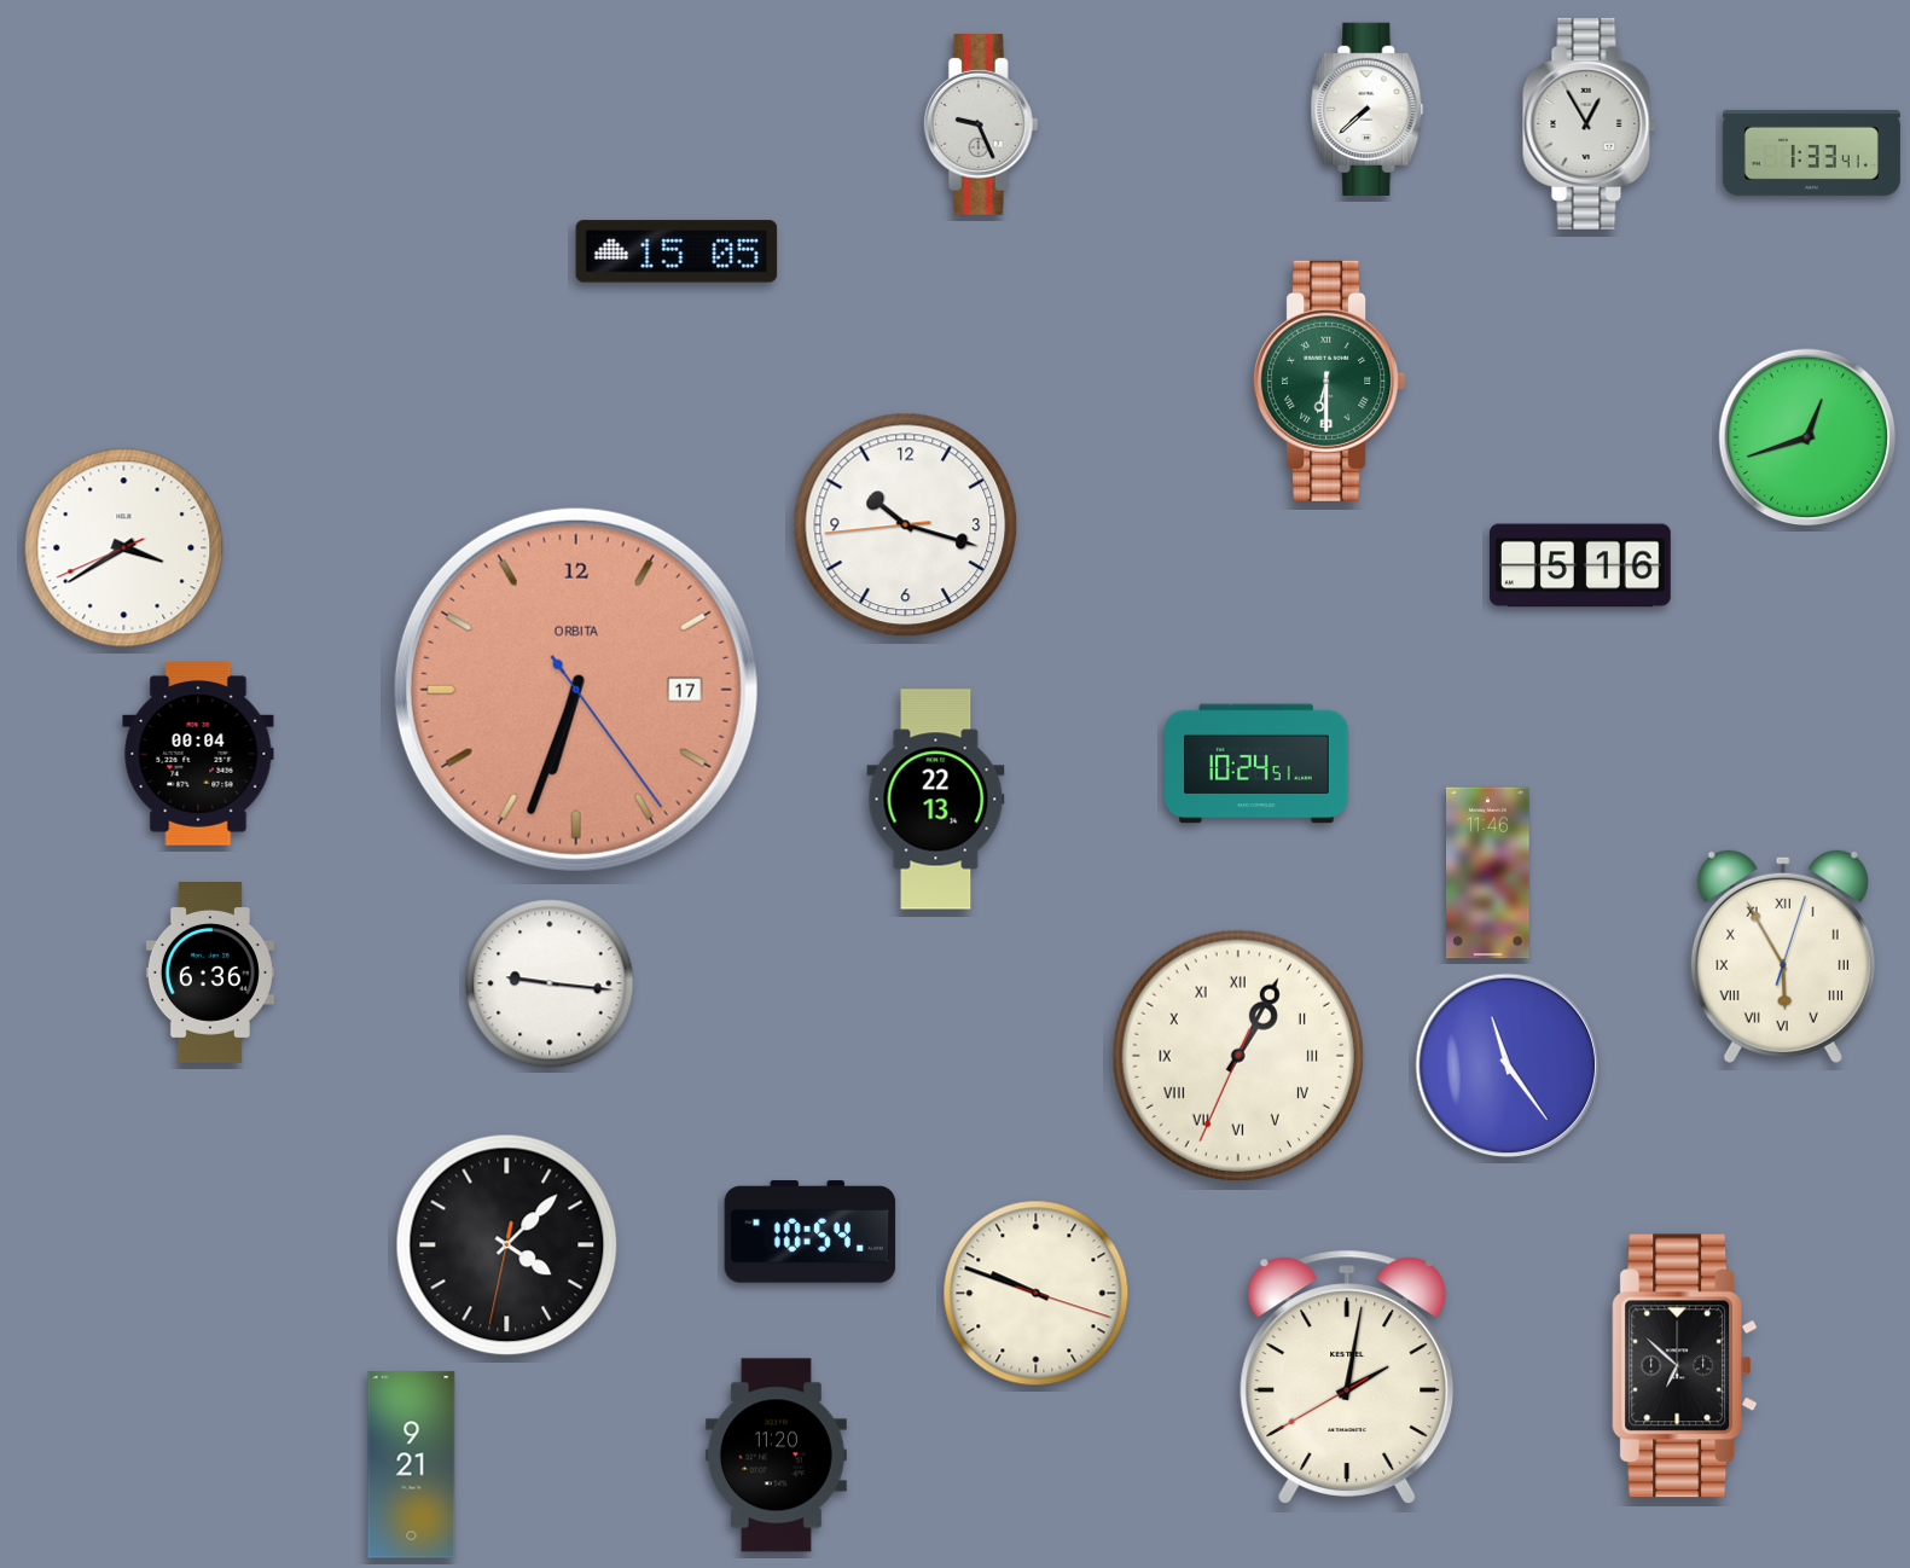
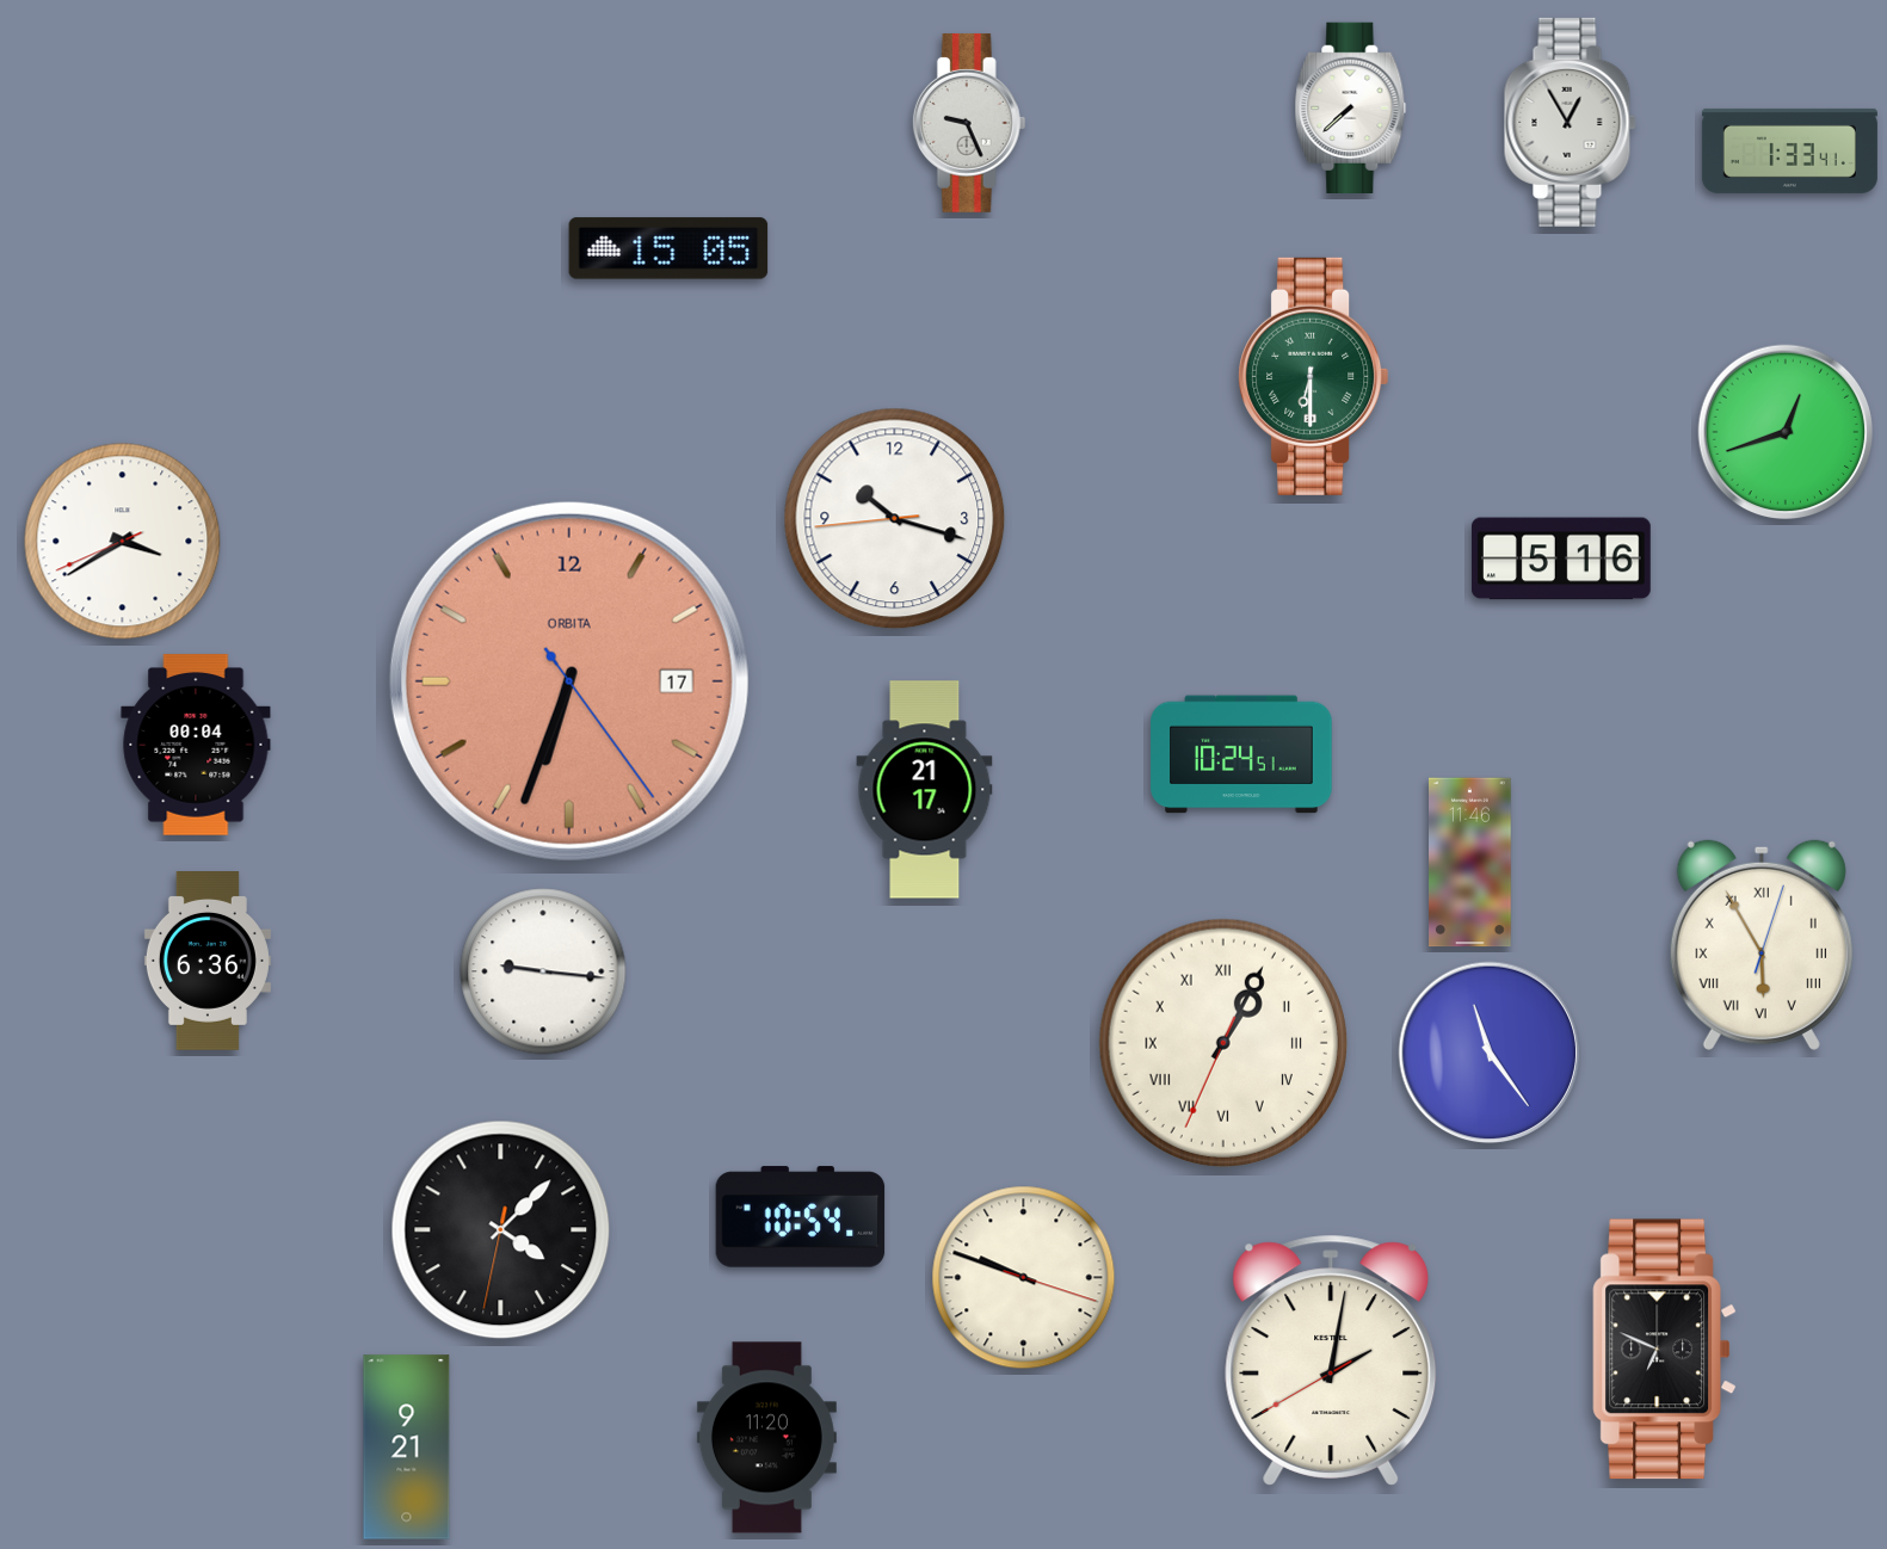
clock at (936, 800): 22:13 -> 21:17
clock at (1685, 1366): 6:52 -> 6:49
